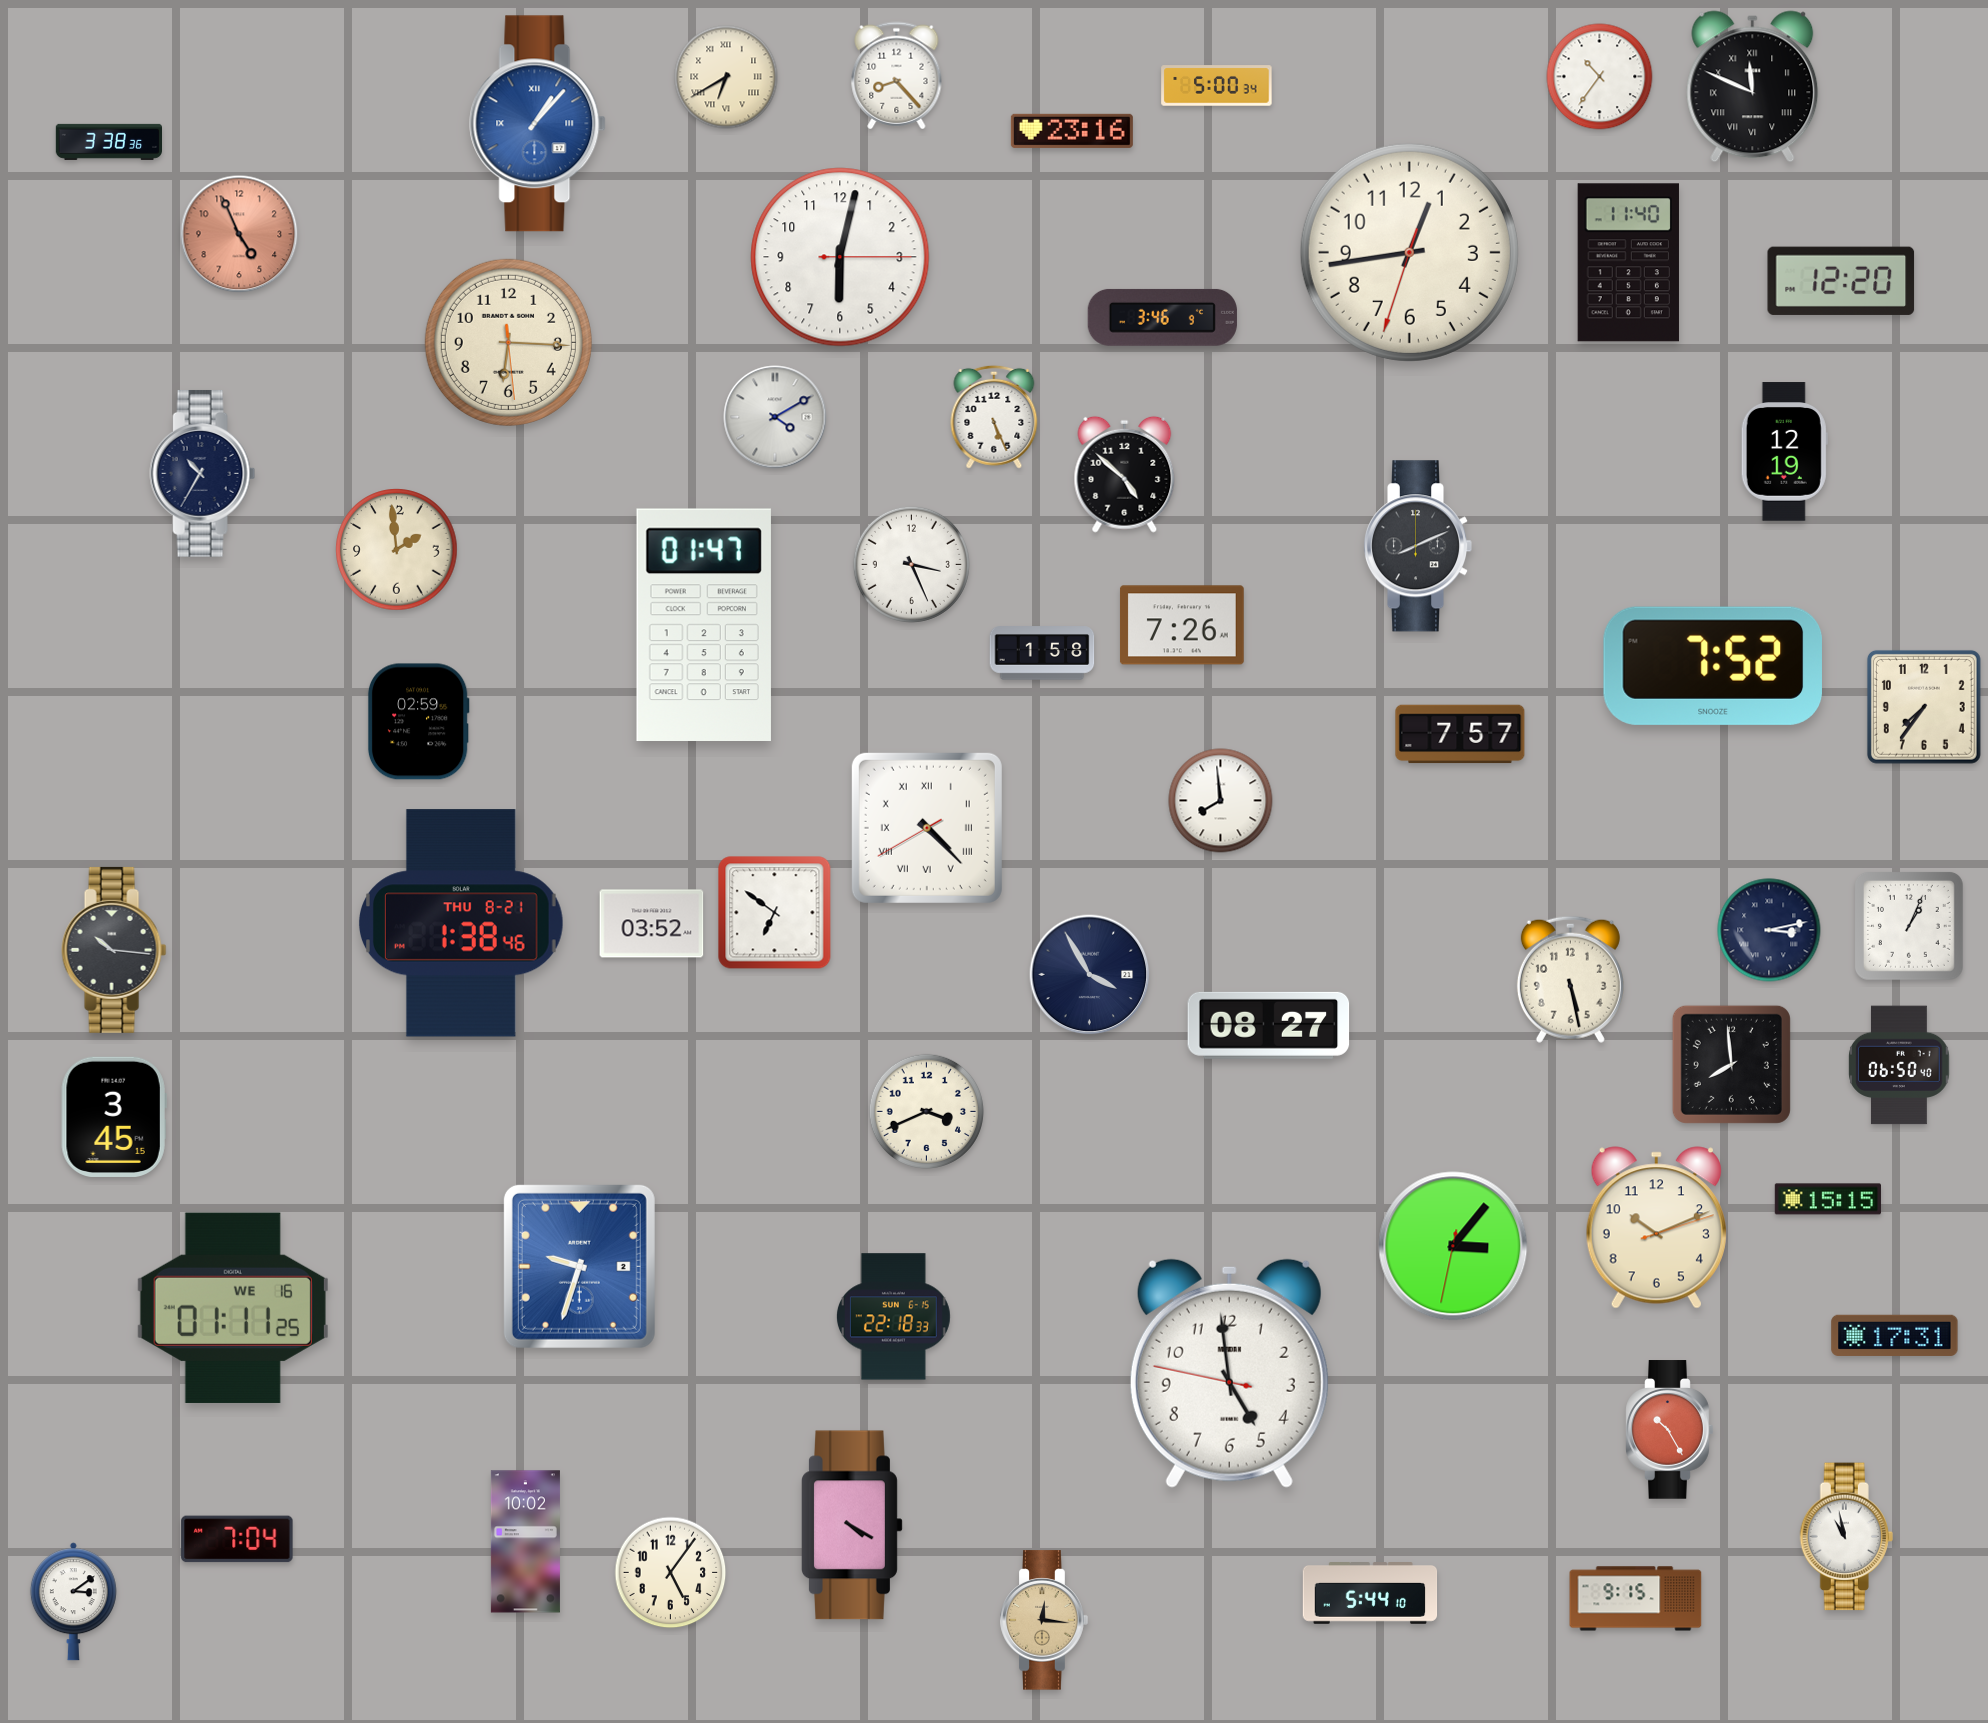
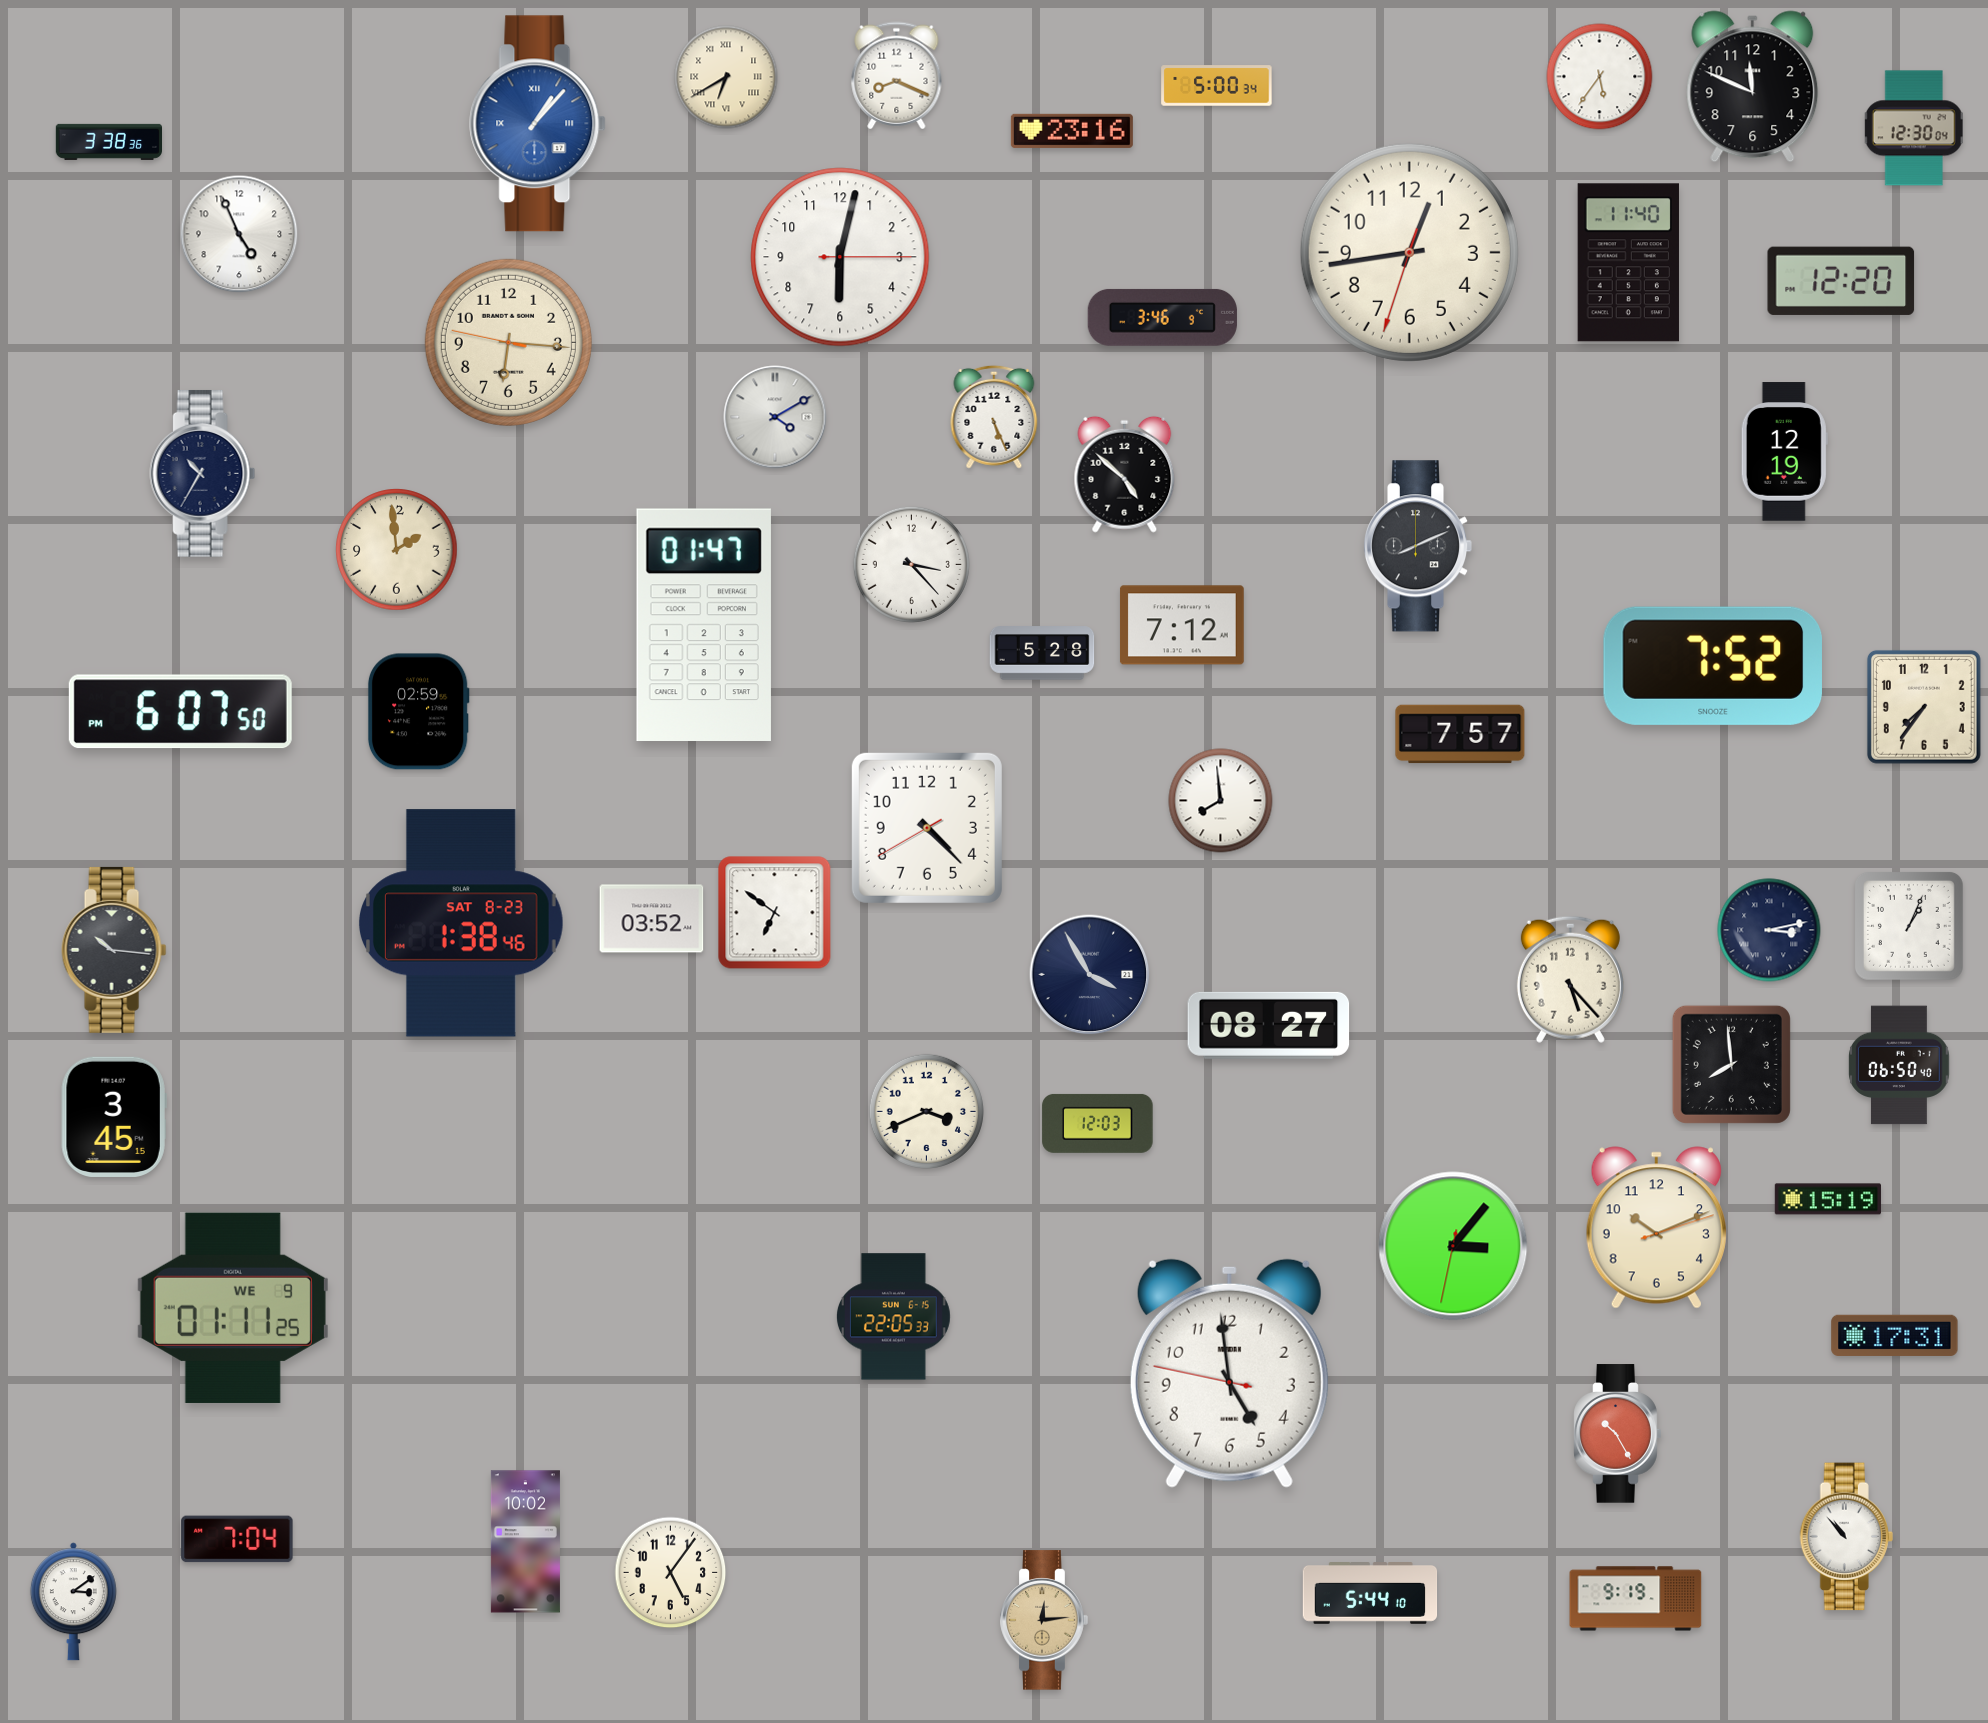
clock at (897, 76): 8:23 -> 8:19
clock at (1600, 77): 10:36 -> 5:36
clock at (1753, 87) numerals: Roman -> Arabic
clock at (1914, 128): none -> 12:30
clock at (239, 234) dial: salmon -> white
clock at (508, 342): 6:15:29 -> 6:15:47
clock at (911, 564): 3:26 -> 3:23
clock at (1182, 625): 7:26 -> 7:12
clock at (1042, 653): 1:58 -> 5:28
clock at (180, 712): none -> 6:07
clock at (418, 722) position: (418, 722) -> (418, 712)
clock at (927, 828) numerals: Roman -> Arabic
clock at (461, 923) date: THU 8-21 -> SAT 8-23
clock at (652, 924) position: (652, 924) -> (652, 919)
clock at (1570, 979): 5:28 -> 5:23
clock at (1098, 1123): none -> 12:03
clock at (1828, 1199): 15:15 -> 15:19
clock at (579, 1266): 9:33 -> none
clock at (233, 1308) date: WE 16 -> WE 9
clock at (893, 1317): 22:18 -> 22:05
clock at (1670, 1430) position: (1670, 1430) -> (1618, 1434)
clock at (853, 1525): 4:20 -> none
clock at (1846, 1537): 10:58 -> 10:53
clock at (1636, 1599): 9:15 -> 9:19
clock at (1044, 1620): 12:16 -> 12:14
